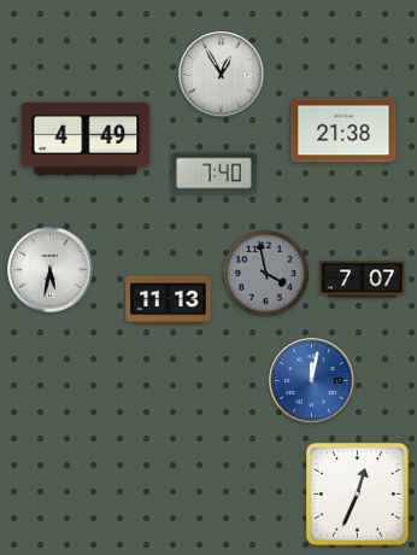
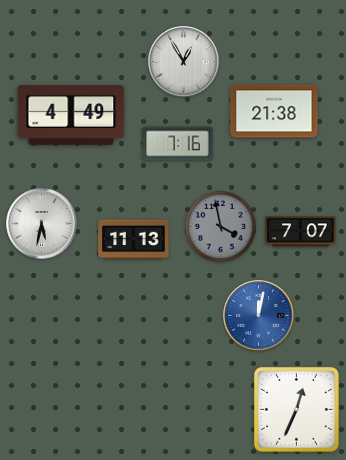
clock at (343, 130) position: (343, 130) -> (274, 111)
clock at (215, 174): 7:40 -> 7:16
clock at (169, 300) position: (169, 300) -> (134, 240)
